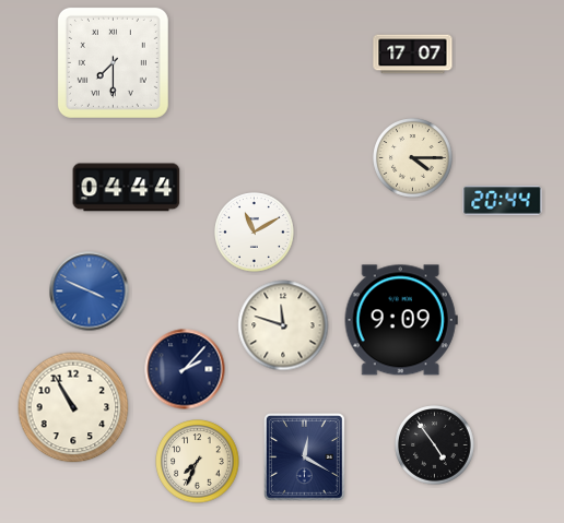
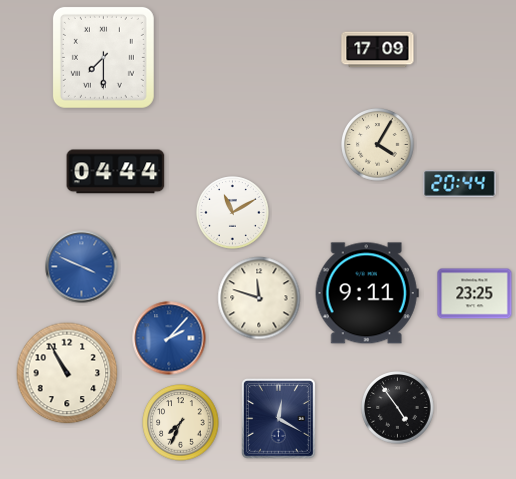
clock at (413, 55): 17:07 -> 17:09
clock at (413, 158): 4:15 -> 4:05
clock at (401, 320): 9:09 -> 9:11
clock at (475, 294): none -> 23:25
clock at (185, 369) dial: navy -> blue
